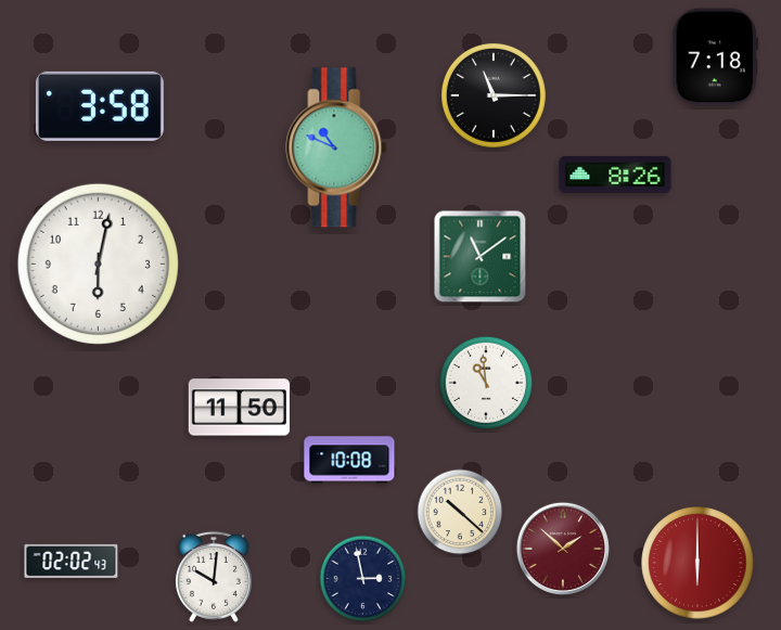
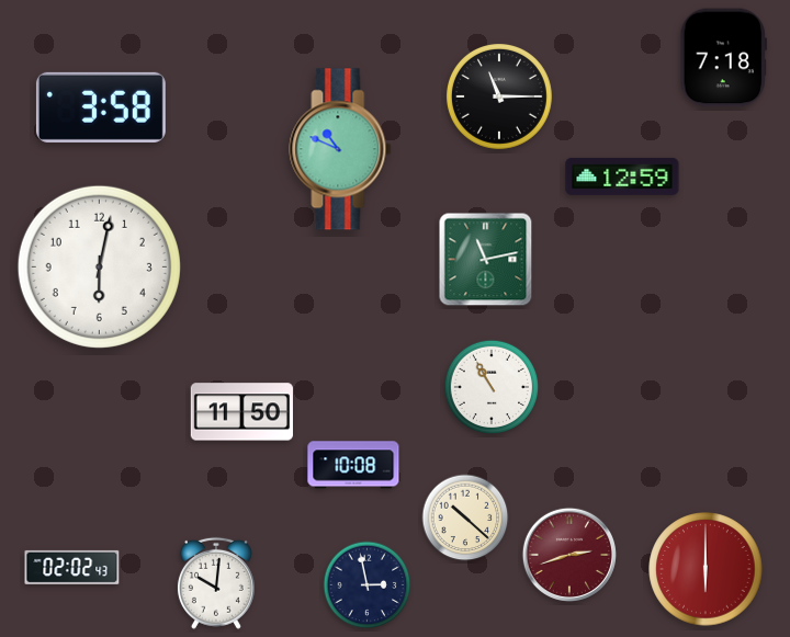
clock at (615, 175): 8:26 -> 12:59
clock at (481, 257): 11:09 -> 11:13
clock at (486, 383): 10:59 -> 10:55
clock at (563, 549): 1:52 -> 2:42
